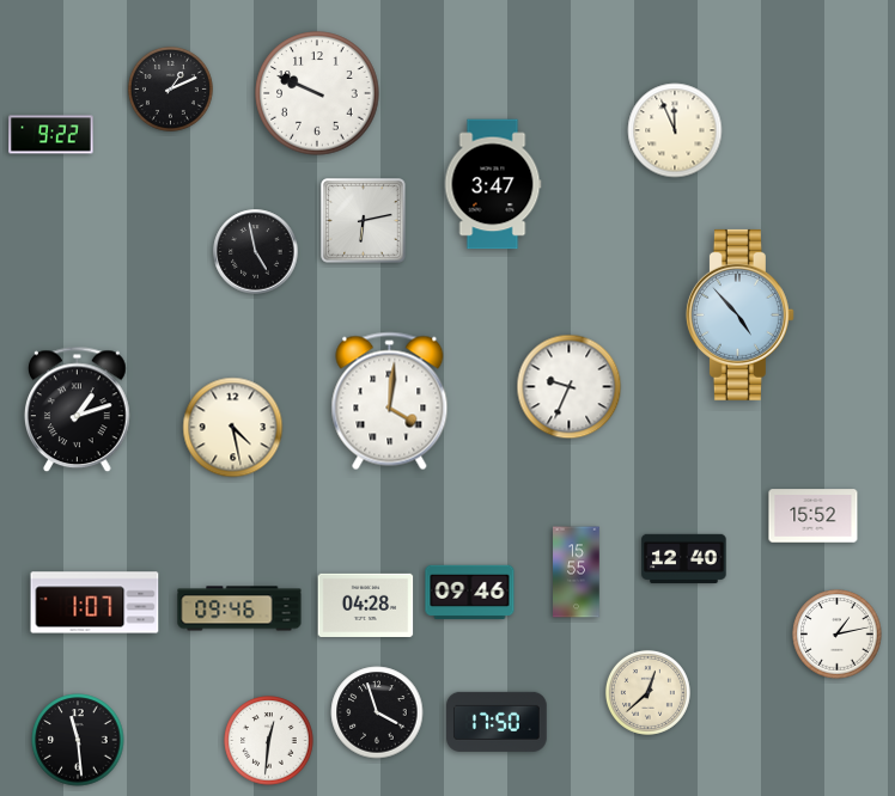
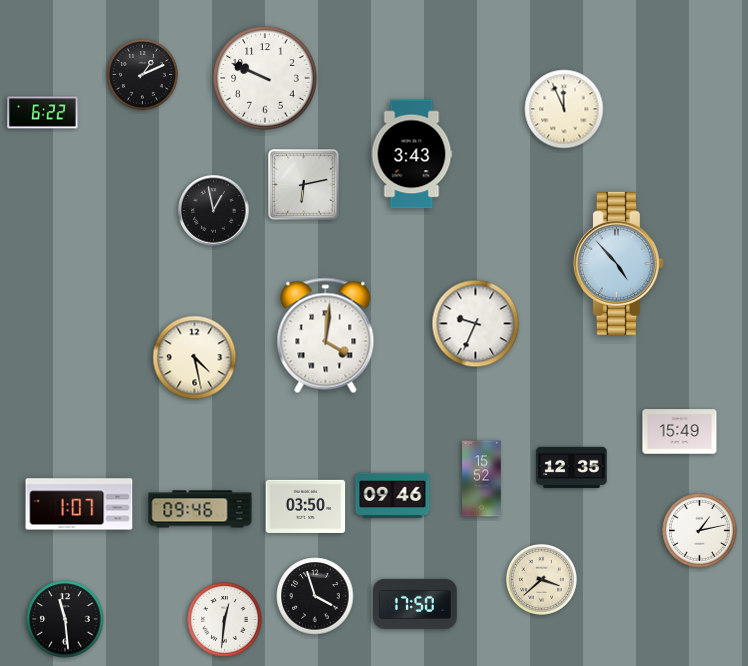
clock at (51, 135): 9:22 -> 6:22
clock at (493, 184): 3:47 -> 3:43
clock at (256, 252): 4:58 -> 12:58
clock at (78, 410): 1:12 -> none
clock at (814, 516): 15:52 -> 15:49
clock at (684, 558): 12:40 -> 12:35
clock at (577, 572): 15:55 -> 15:52
clock at (366, 605): 04:28 -> 03:50
clock at (647, 692): 12:38 -> 3:38
